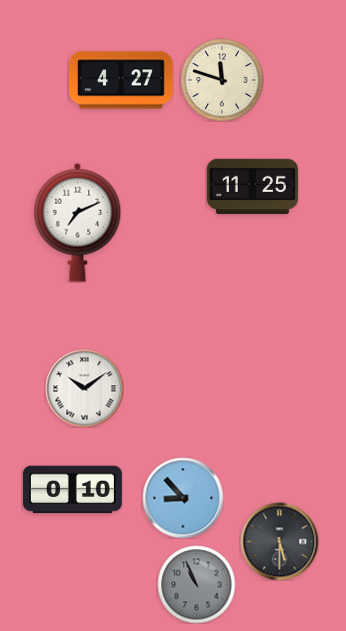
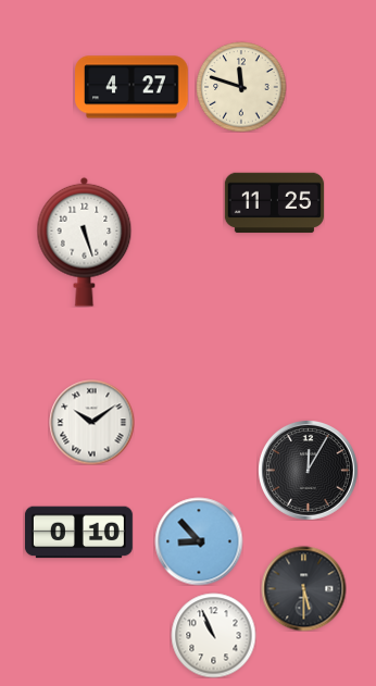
clock at (78, 222): 7:11 -> 5:27
clock at (308, 470): none -> 12:05
clock at (196, 584) dial: grey -> white
